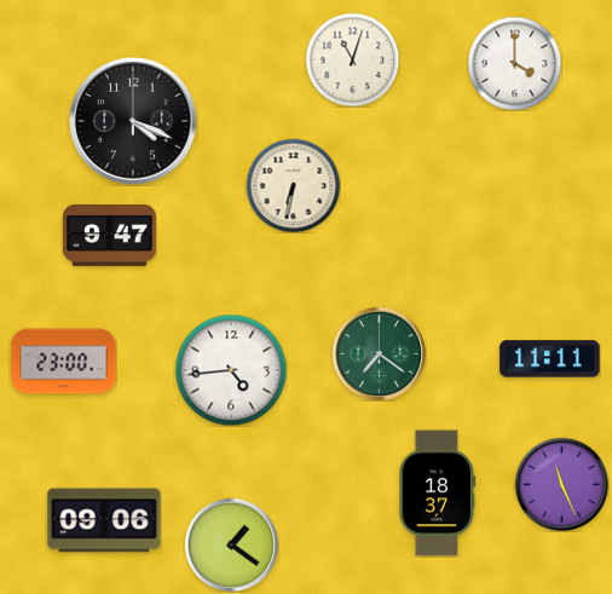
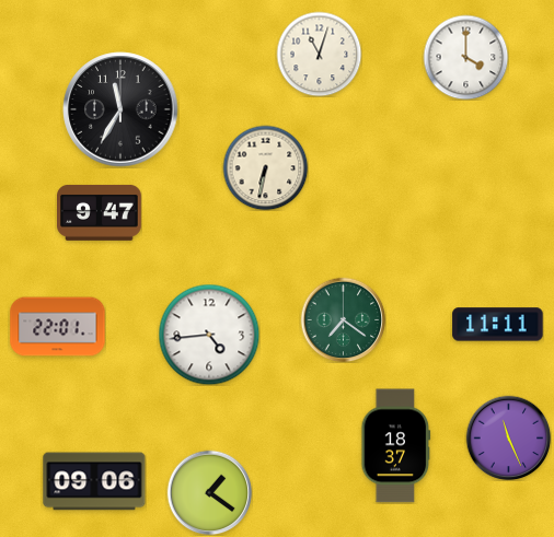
clock at (133, 121): 4:19 -> 11:35
clock at (64, 362): 23:00 -> 22:01
clock at (104, 520) position: (104, 520) -> (94, 481)
